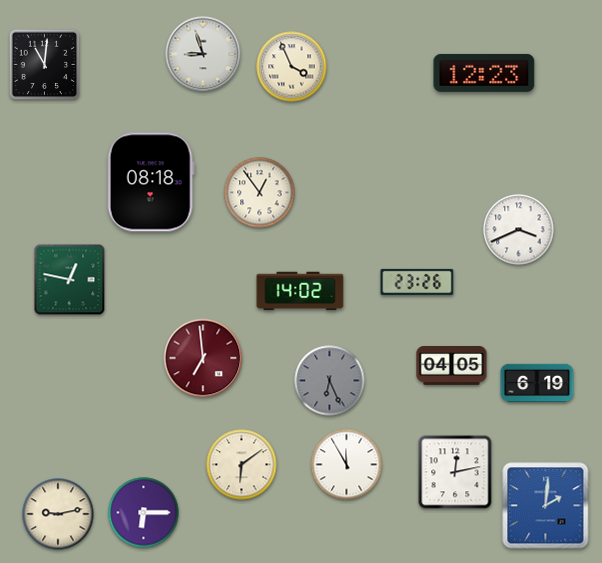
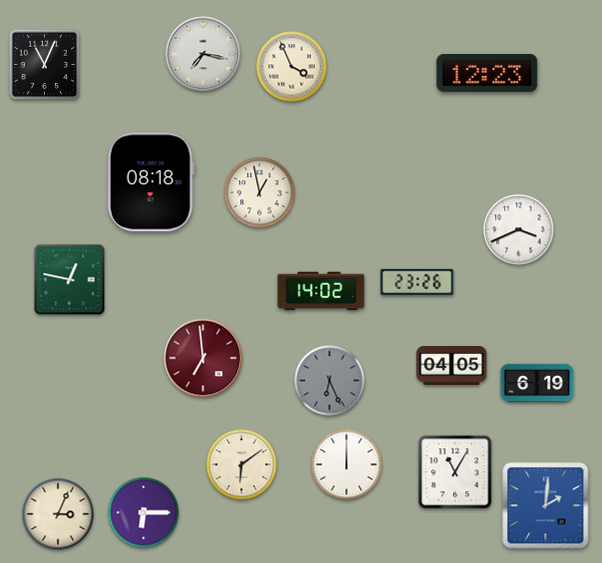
clock at (203, 54): 8:57 -> 7:17
clock at (45, 65): 11:01 -> 11:04
clock at (484, 73) position: (484, 73) -> (487, 73)
clock at (260, 193): 12:54 -> 12:58
clock at (300, 291) position: (300, 291) -> (321, 291)
clock at (347, 465): 11:55 -> 12:00
clock at (455, 472): 12:13 -> 11:05
clock at (58, 514): 9:13 -> 3:04
